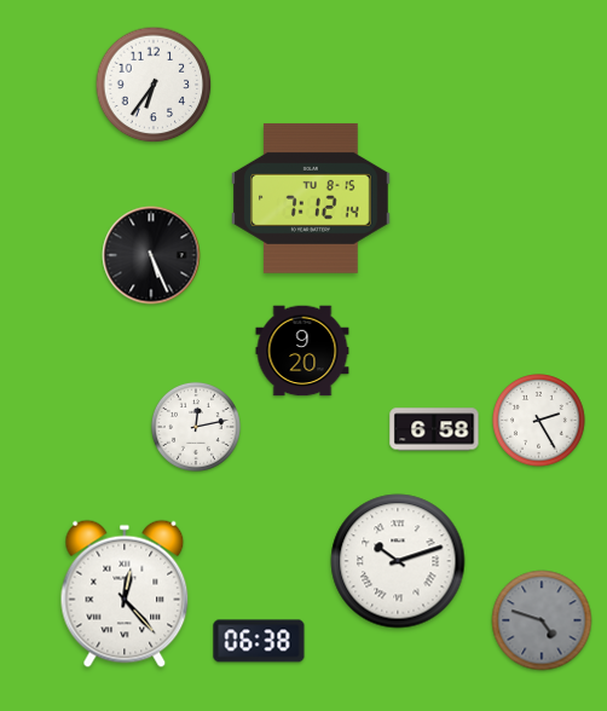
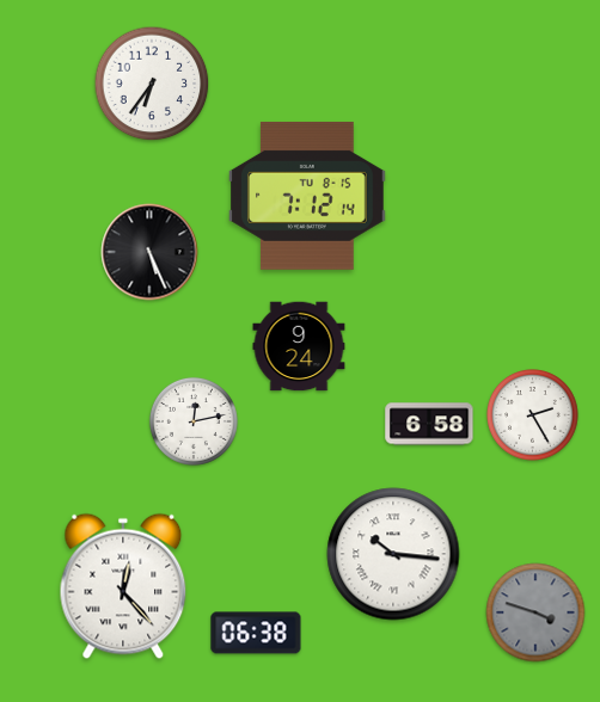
clock at (302, 351): 9:20 -> 9:24
clock at (398, 561): 10:12 -> 10:16
clock at (542, 620): 4:48 -> 3:48
